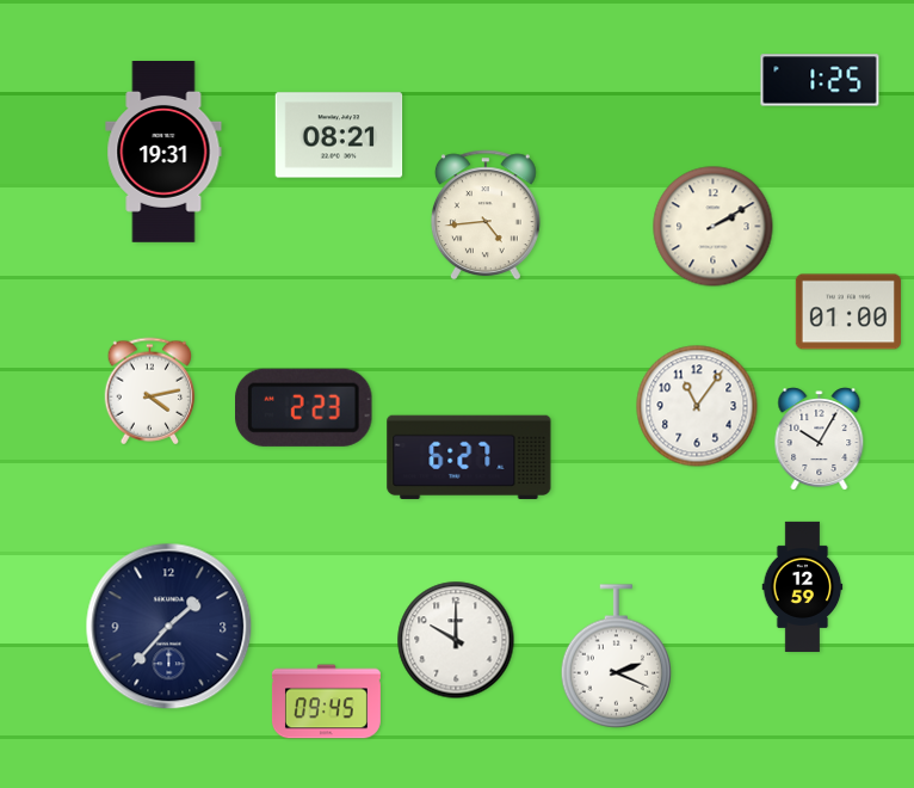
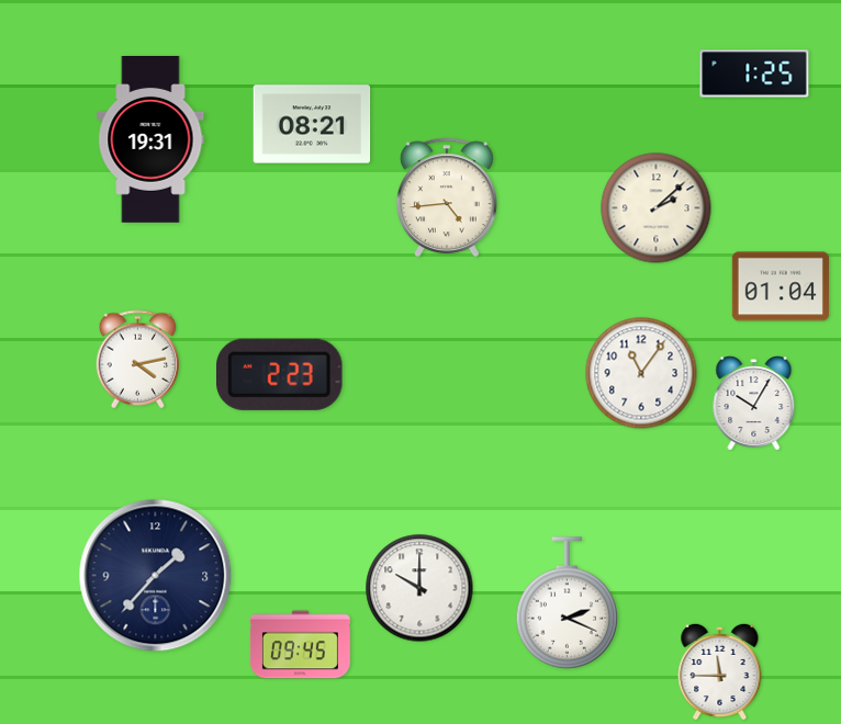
clock at (714, 227): 2:10 -> 2:08
clock at (848, 312): 01:00 -> 01:04
clock at (469, 457): 6:27 -> none
clock at (803, 586): 12:59 -> none
clock at (720, 671): none -> 11:45
